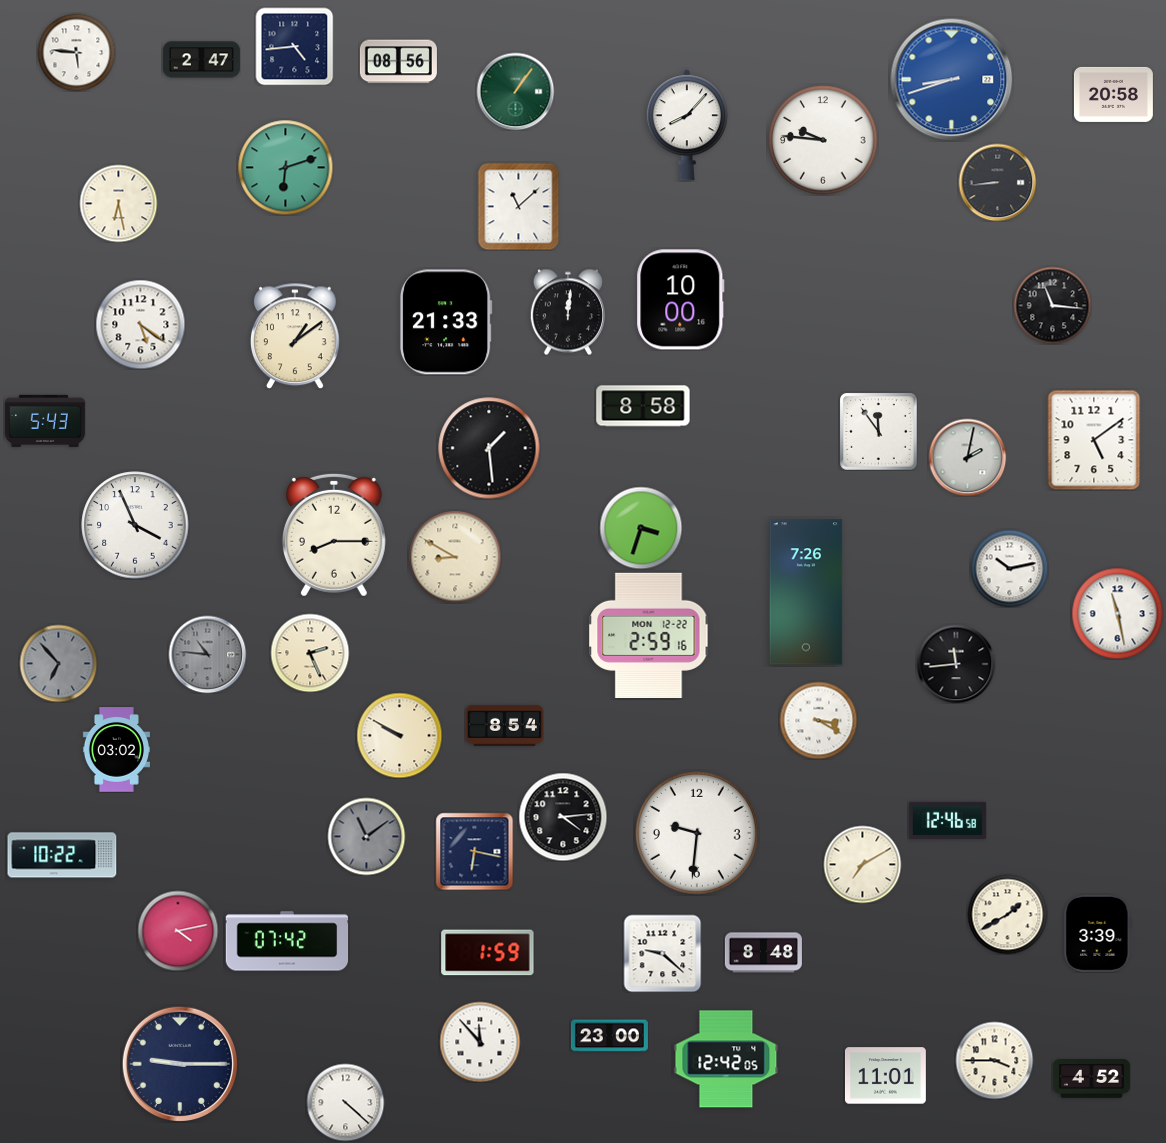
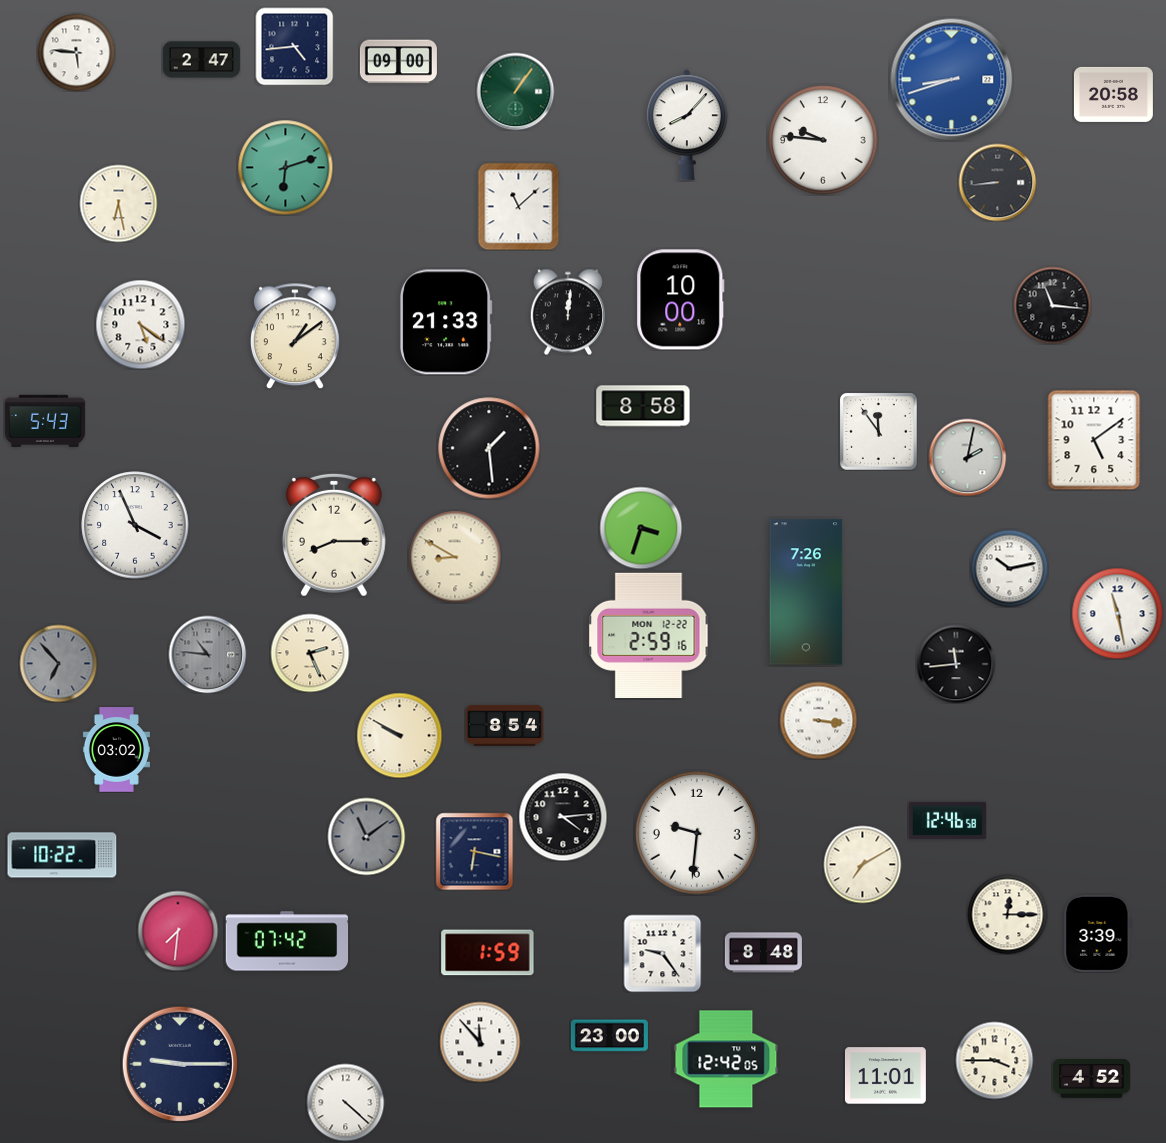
clock at (398, 62): 08:56 -> 09:00
clock at (818, 720): 3:20 -> 3:16
clock at (1007, 914): 1:40 -> 12:15
clock at (178, 931): 4:13 -> 7:31
clock at (662, 953): 9:22 -> 9:24
